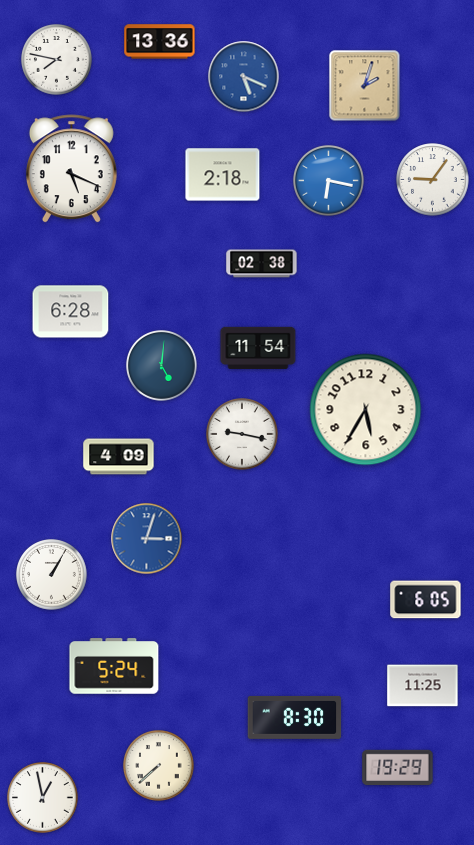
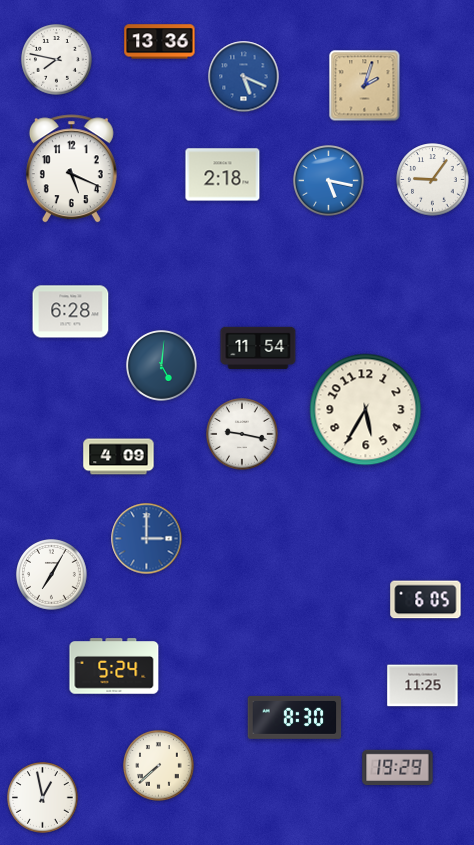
clock at (329, 181): 6:17 -> 5:17
clock at (262, 264): 02:38 -> none
clock at (147, 539): 3:03 -> 3:00
clock at (52, 575): 1:05 -> 7:05
